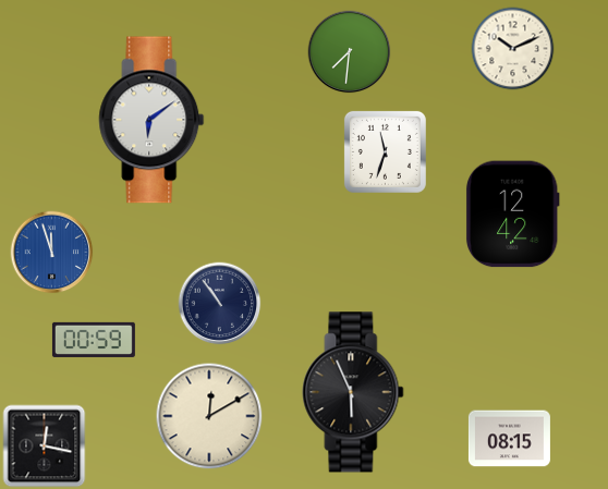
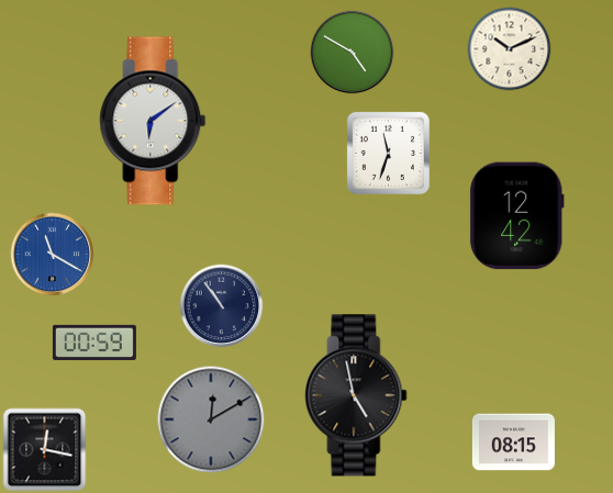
clock at (513, 49) position: (513, 49) -> (510, 49)
clock at (350, 52): 7:31 -> 4:50
clock at (52, 253): 11:57 -> 11:20
clock at (353, 392): 5:56 -> 4:58
clock at (209, 416) dial: cream -> grey
